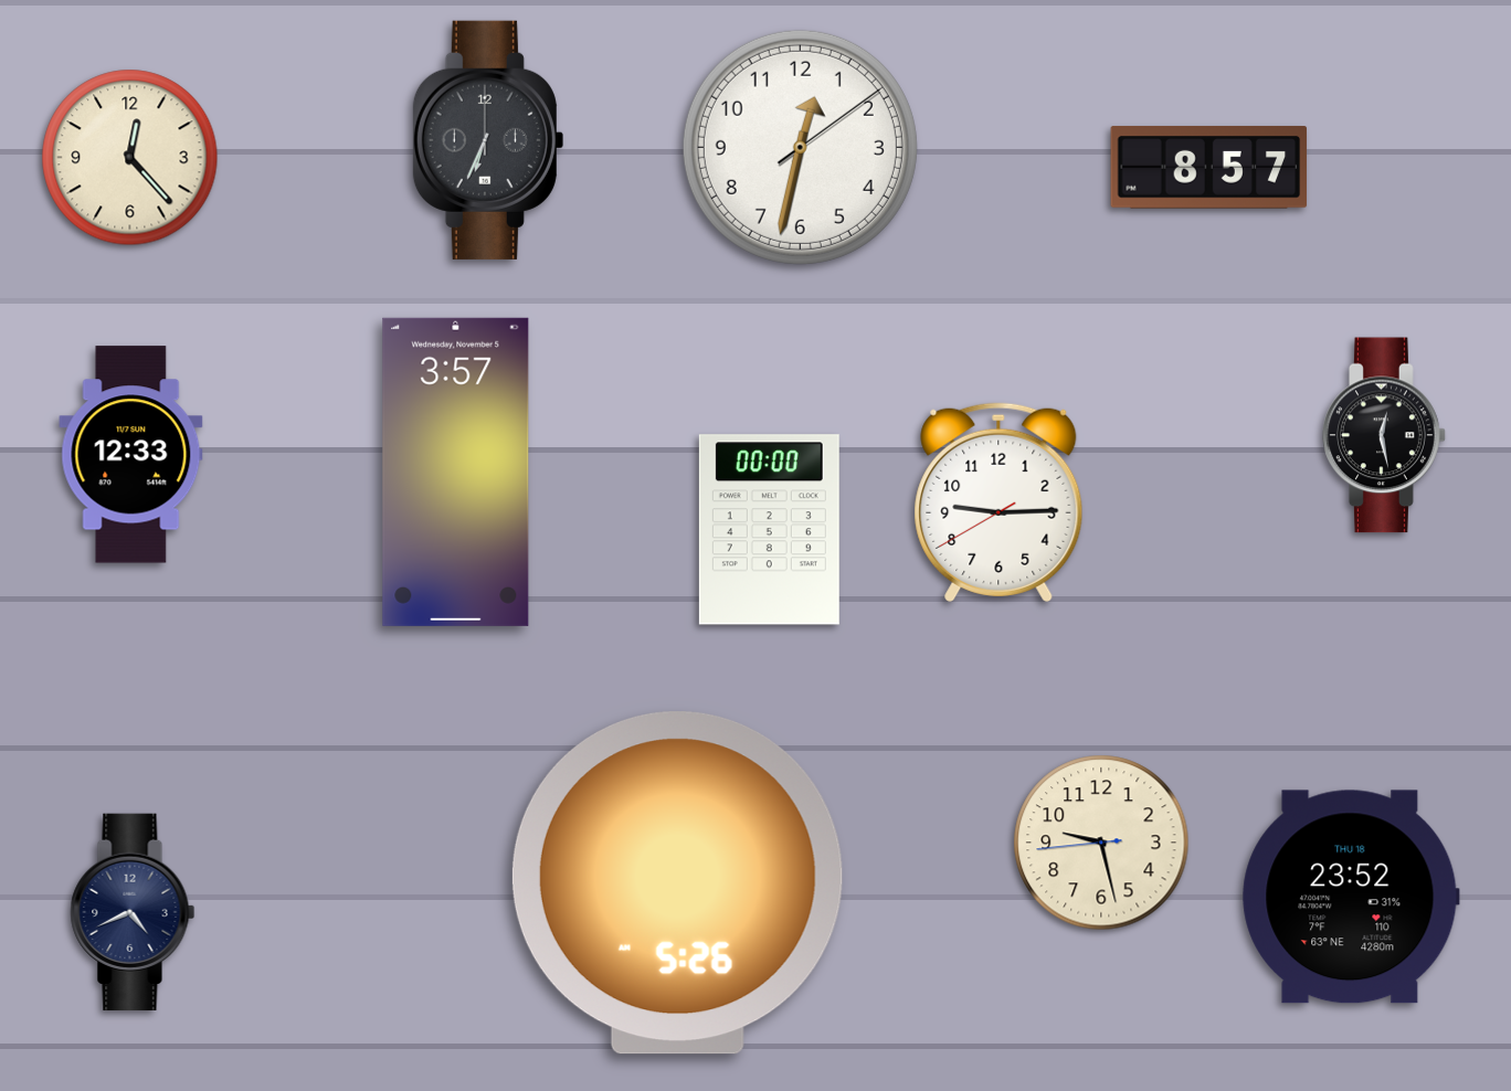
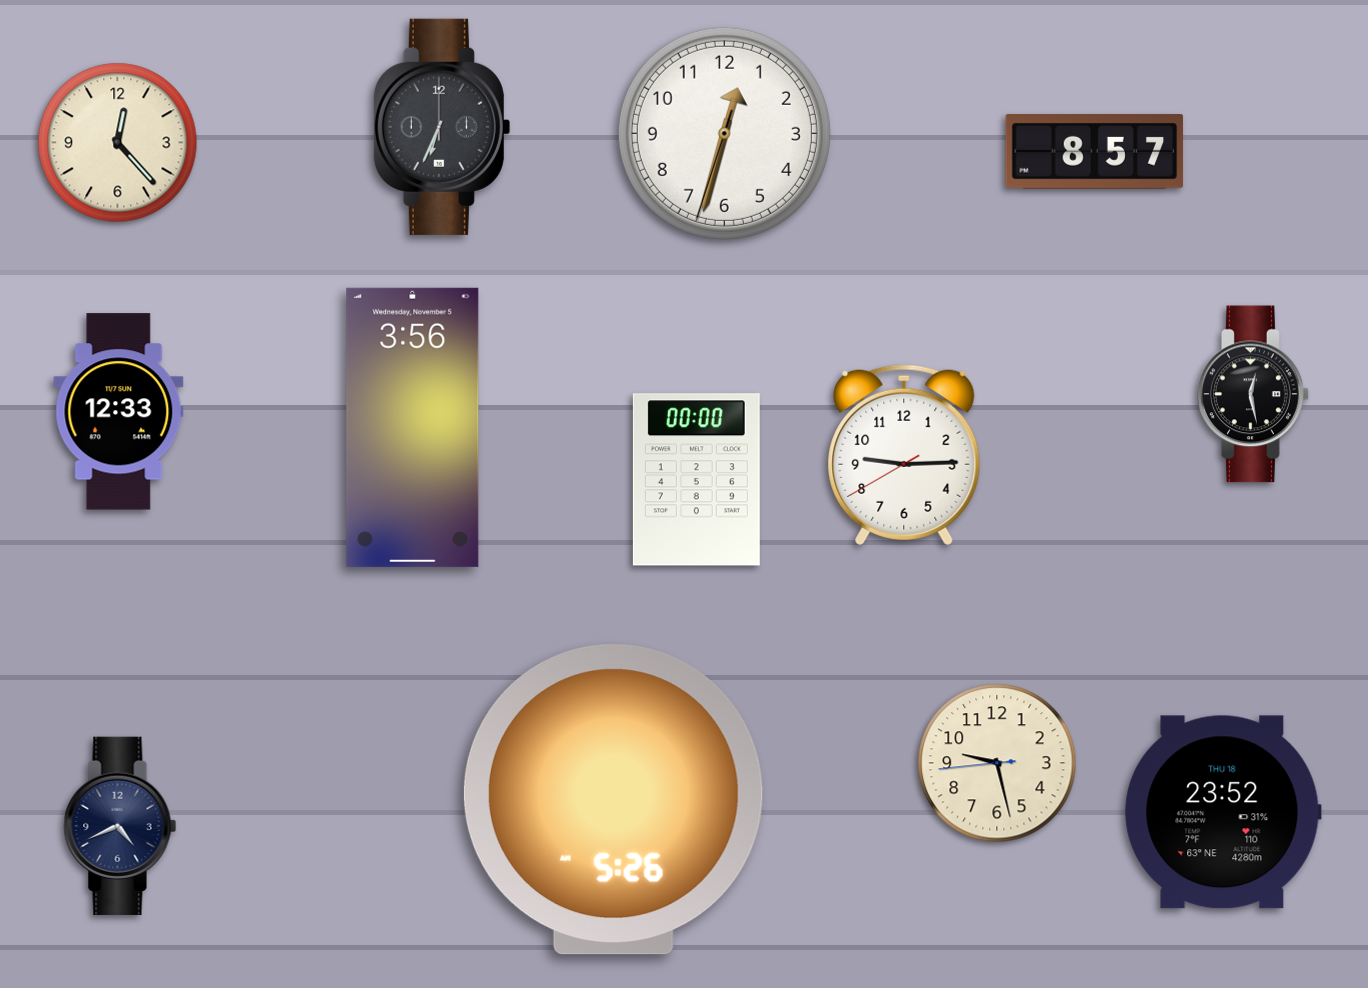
clock at (800, 147): 12:32:09 -> 12:32:33
clock at (456, 472): 3:57 -> 3:56
